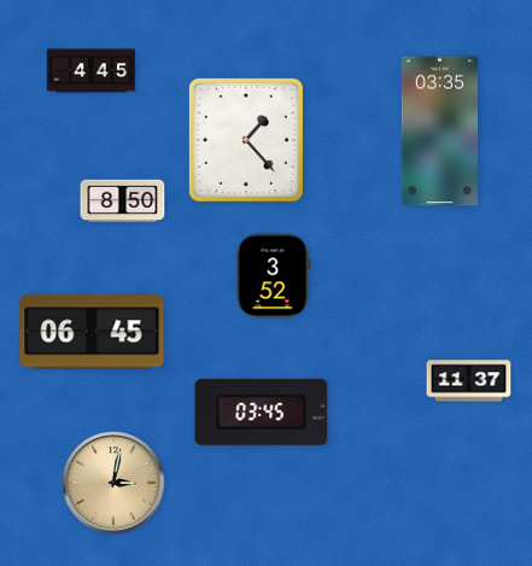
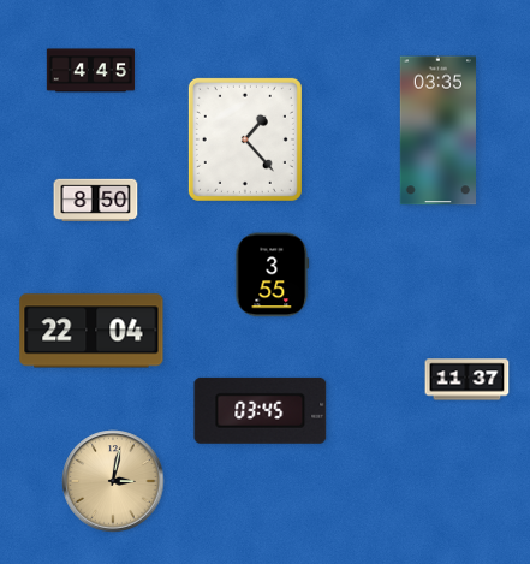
clock at (123, 200) position: (123, 200) -> (96, 200)
clock at (274, 276): 3:52 -> 3:55
clock at (92, 332): 06:45 -> 22:04
